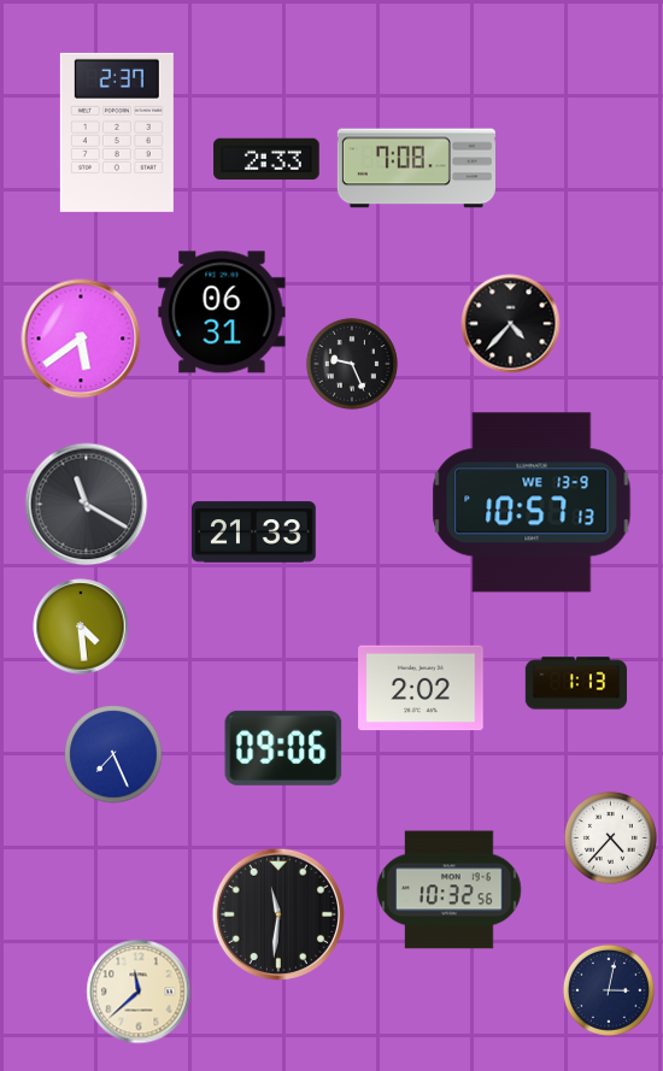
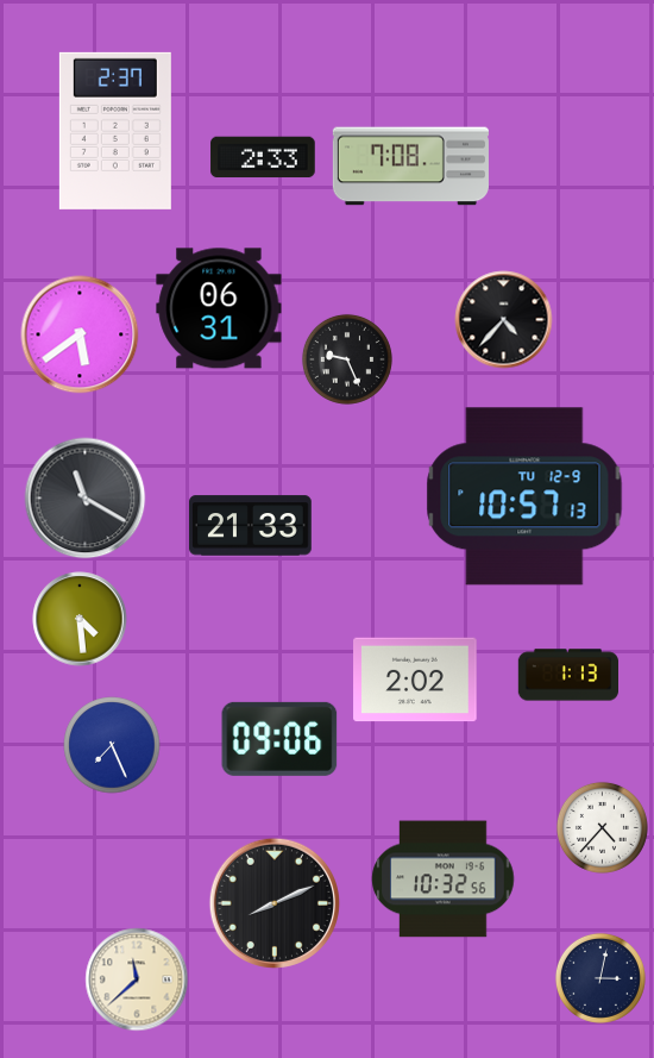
clock at (532, 502) date: WE 13-9 -> TU 12-9
clock at (277, 913): 11:31 -> 8:11
